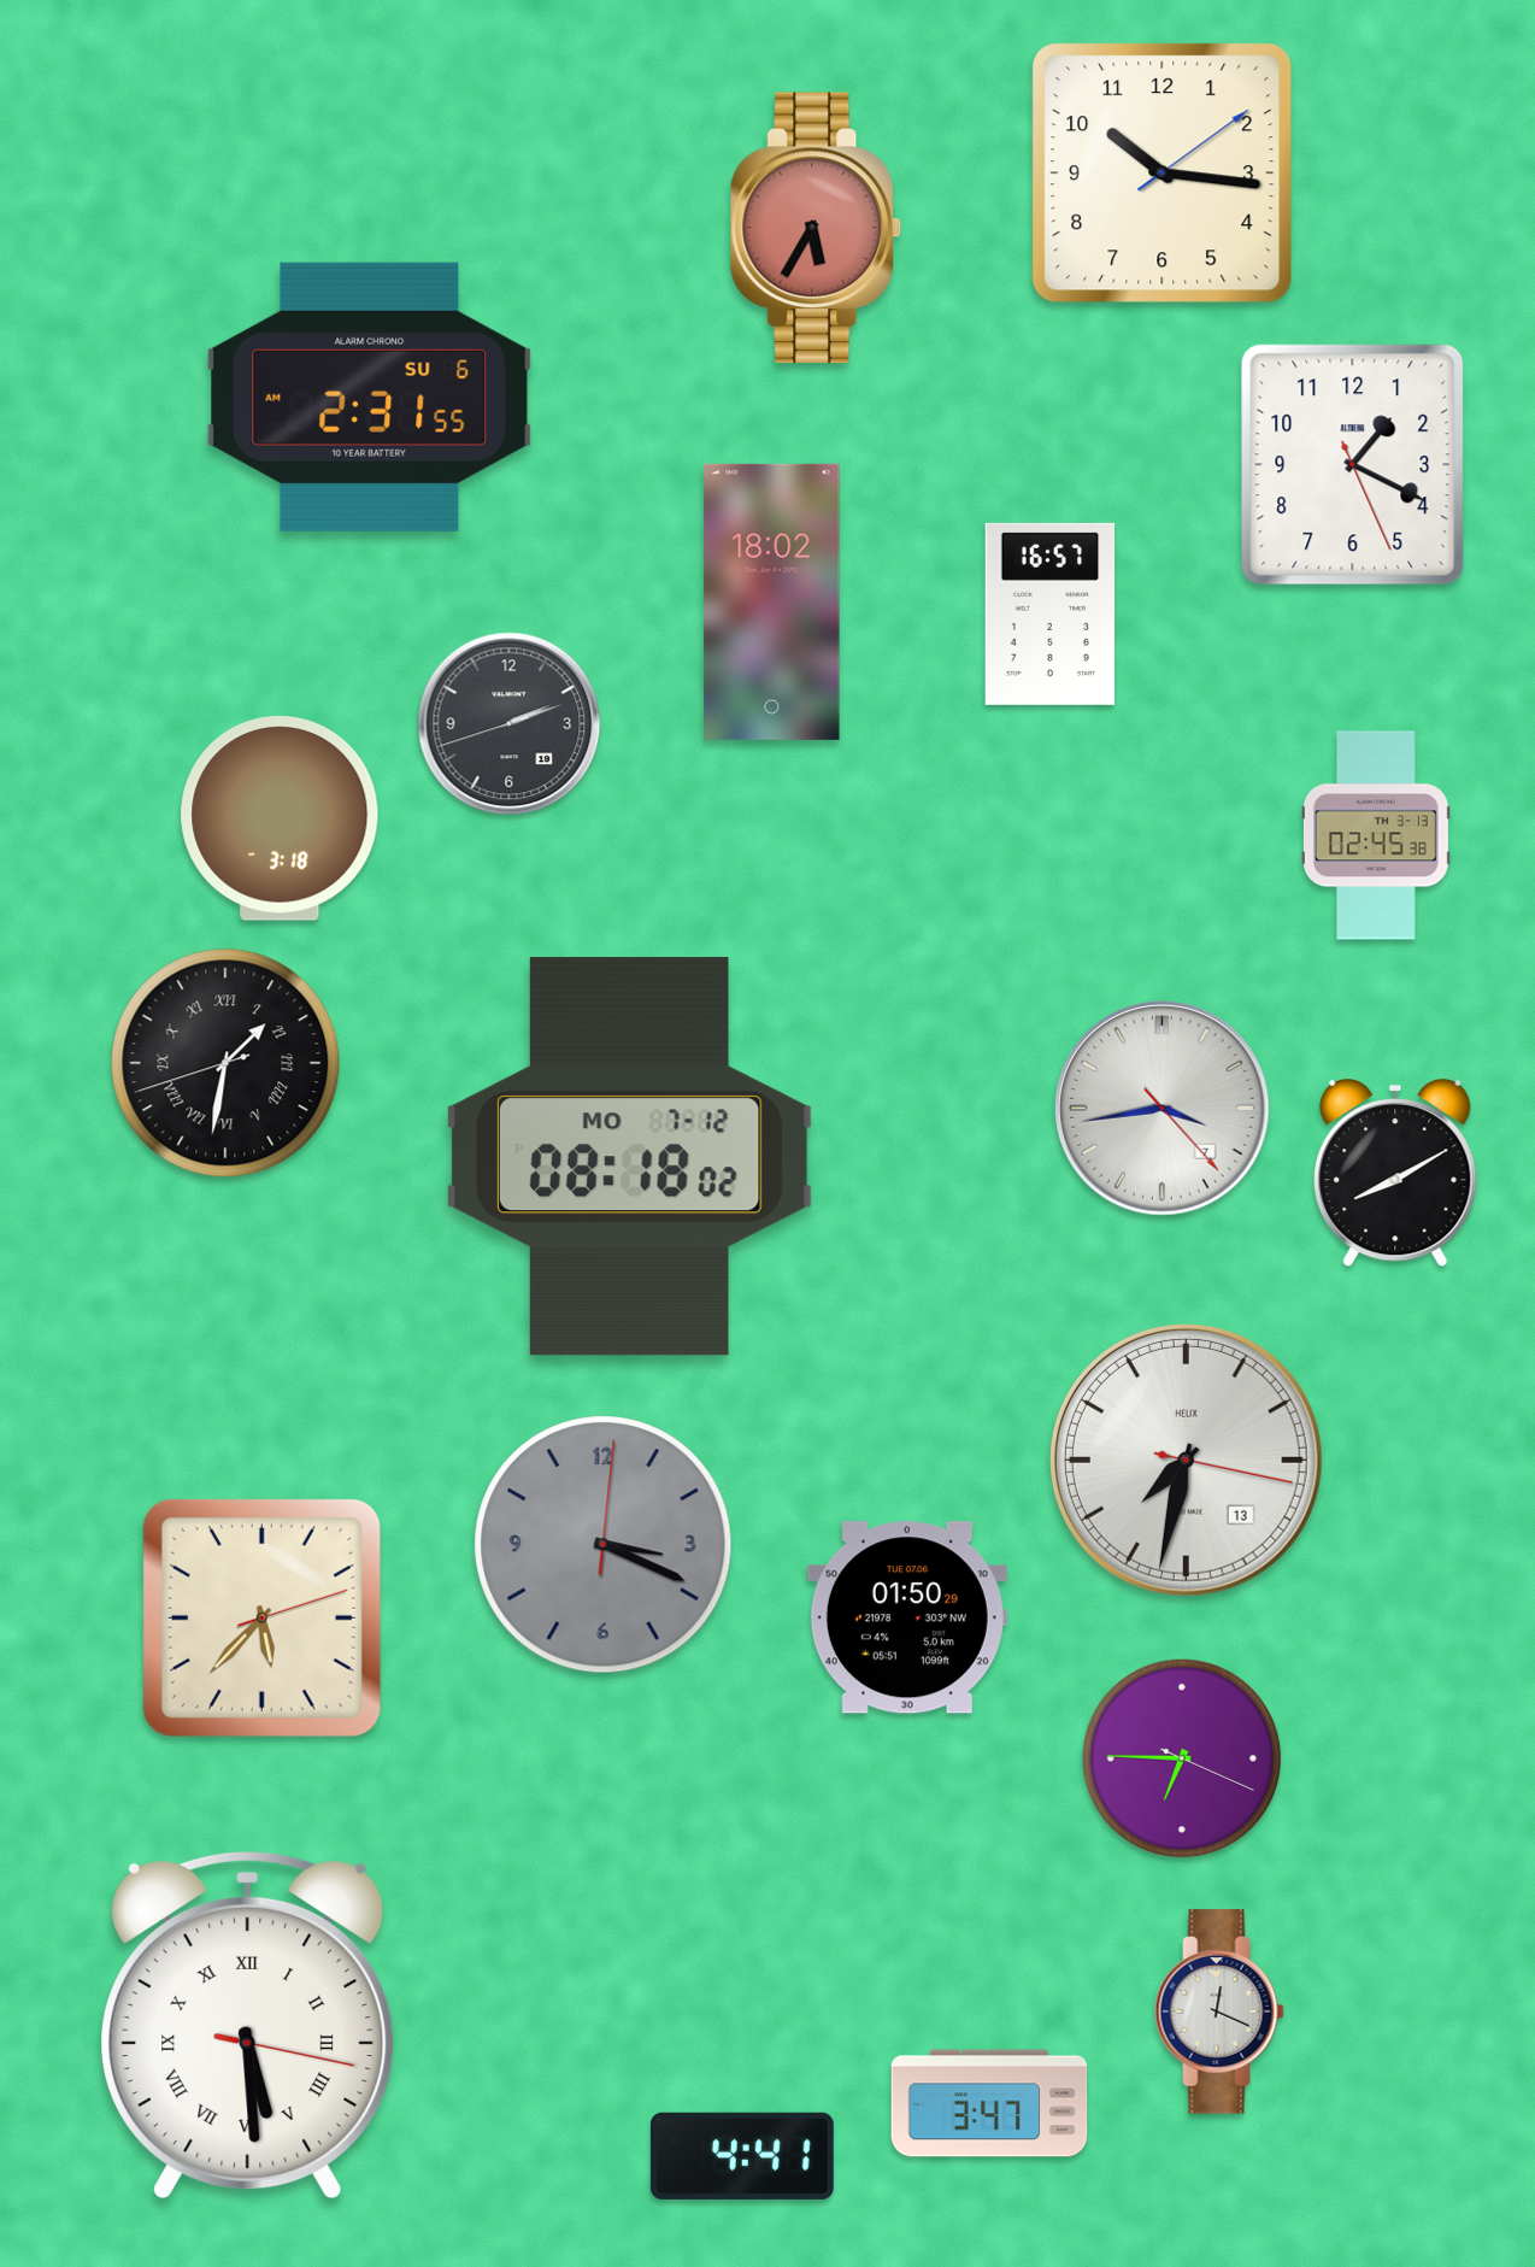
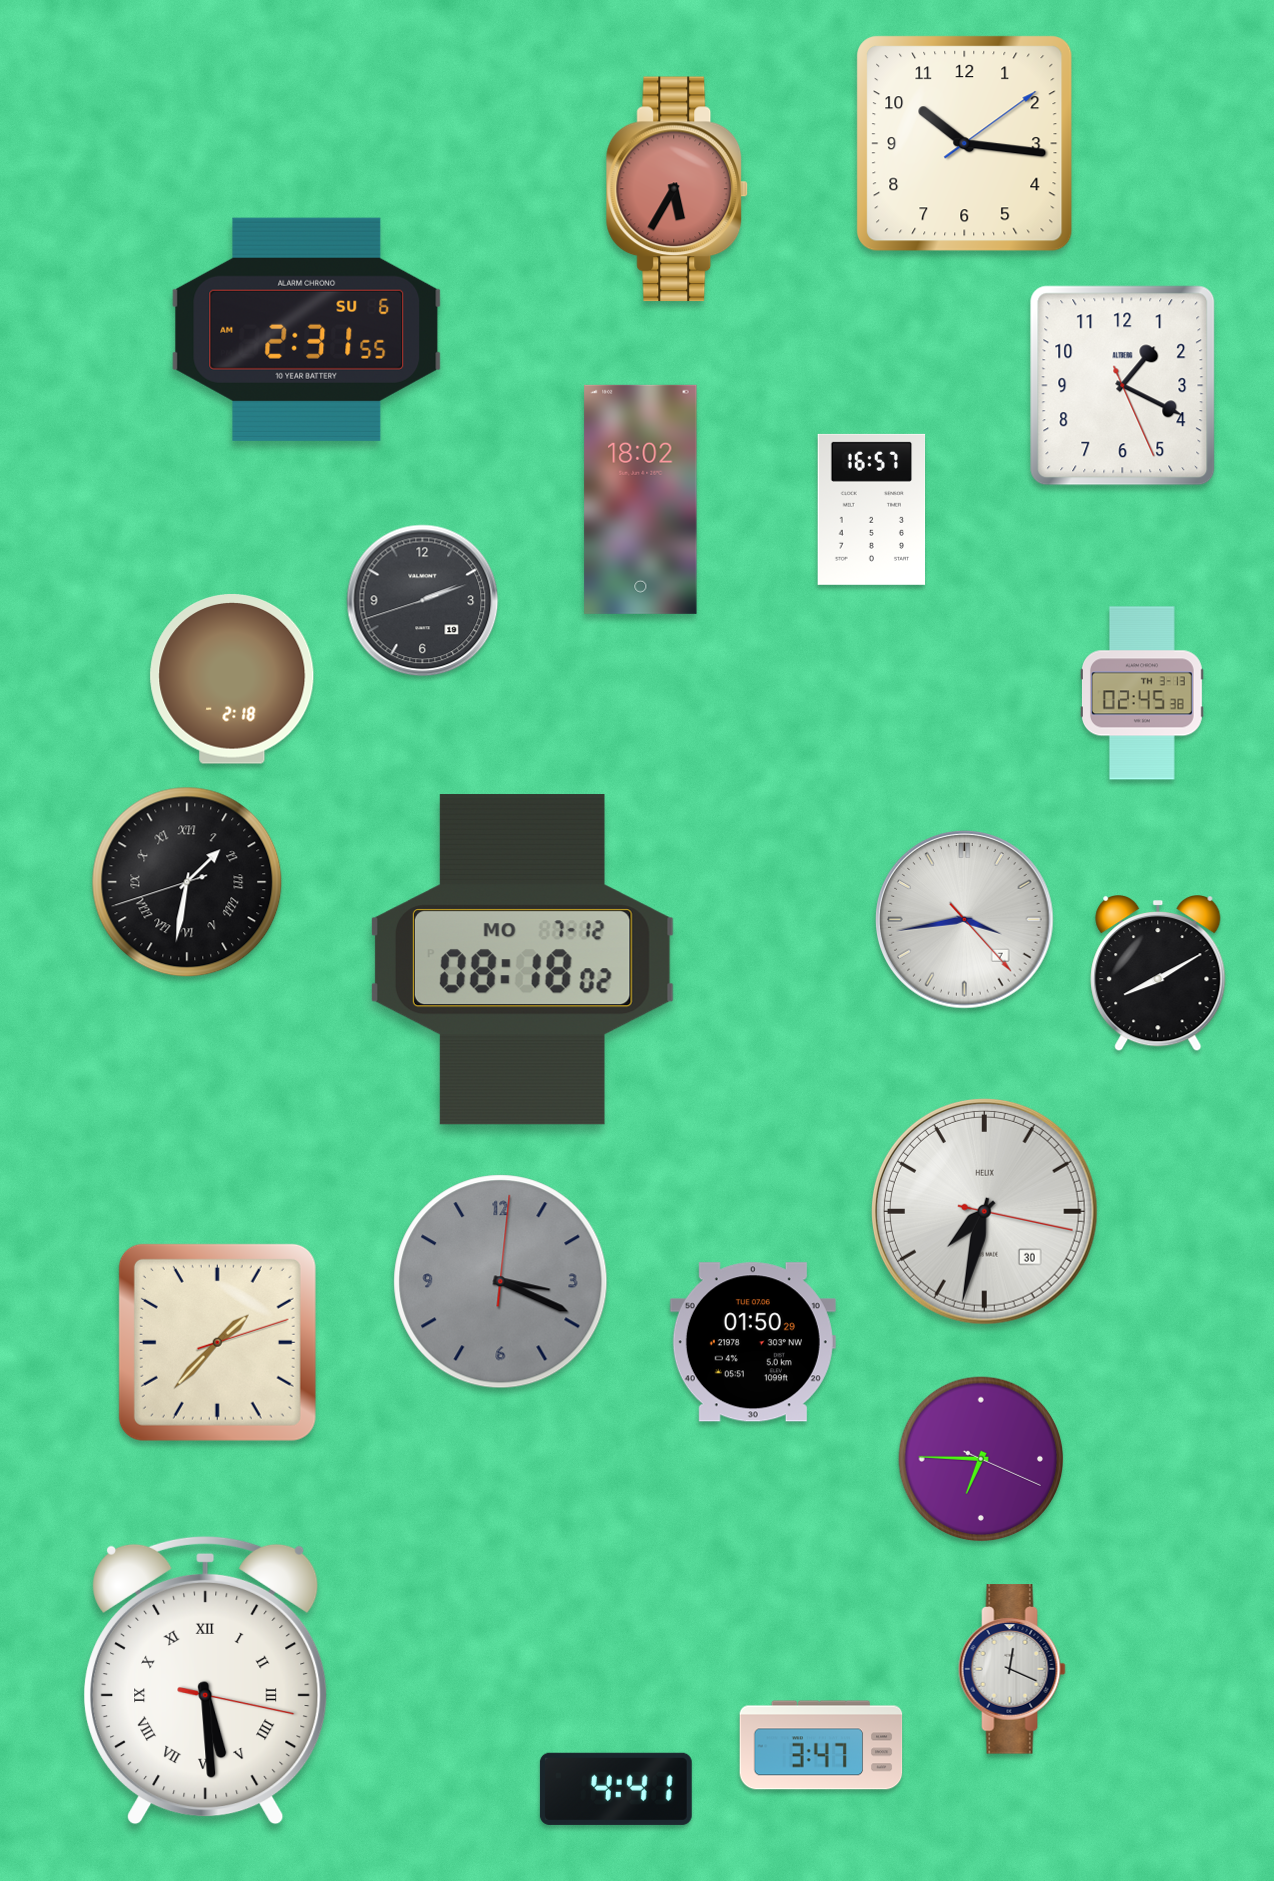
clock at (280, 820): 3:18 -> 2:18
clock at (1186, 1460) date: 13 -> 30
clock at (261, 1617): 5:37 -> 1:37
